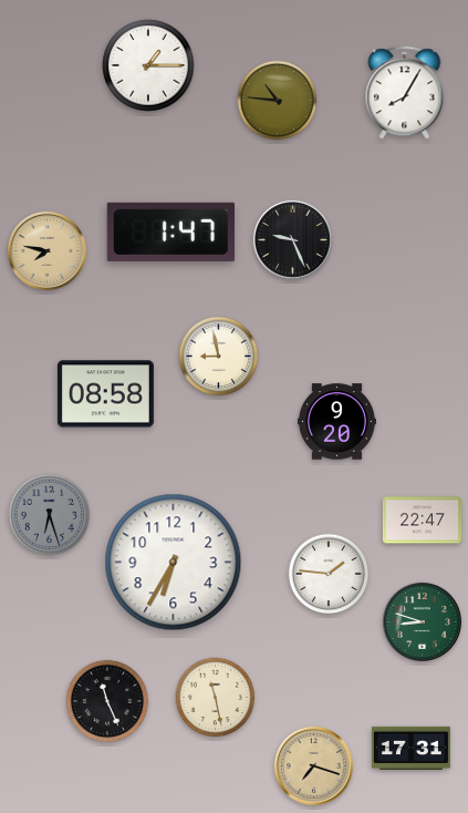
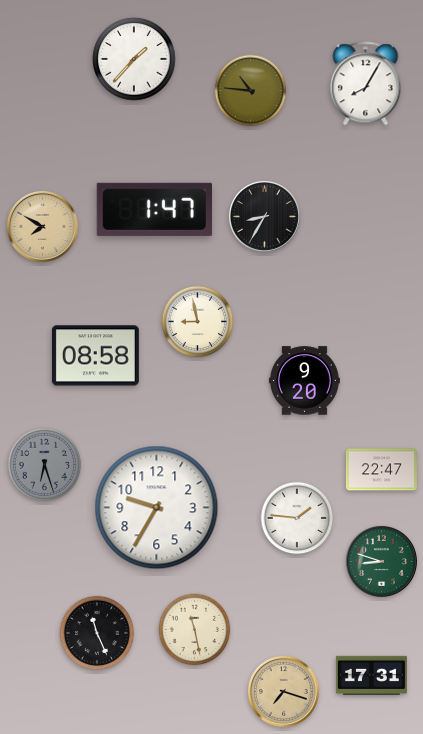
clock at (148, 65): 1:15 -> 1:37
clock at (292, 239): 9:26 -> 8:35
clock at (46, 250): 7:47 -> 7:50
clock at (174, 563): 6:35 -> 9:35
